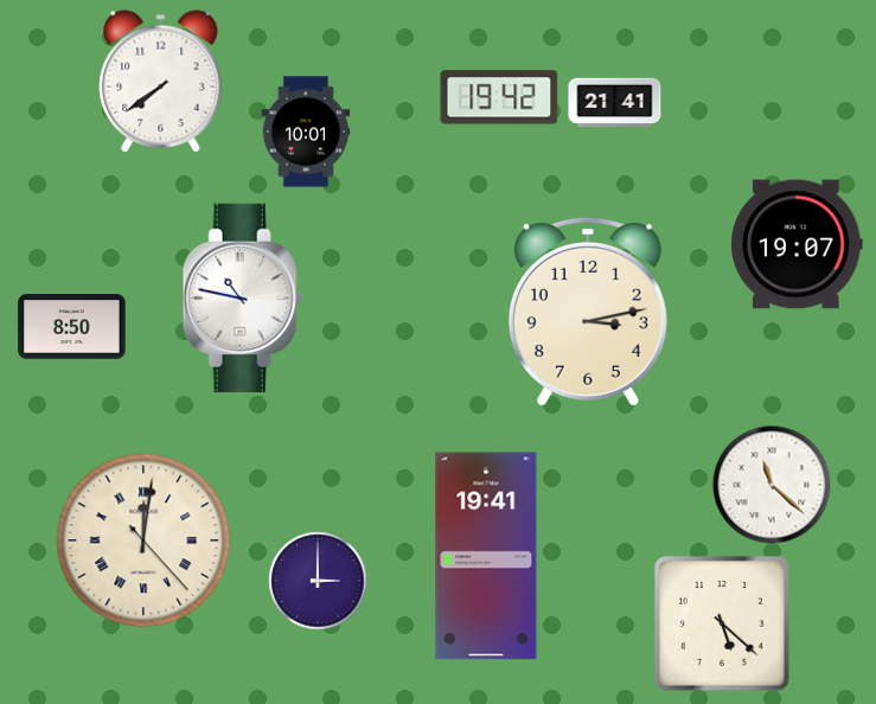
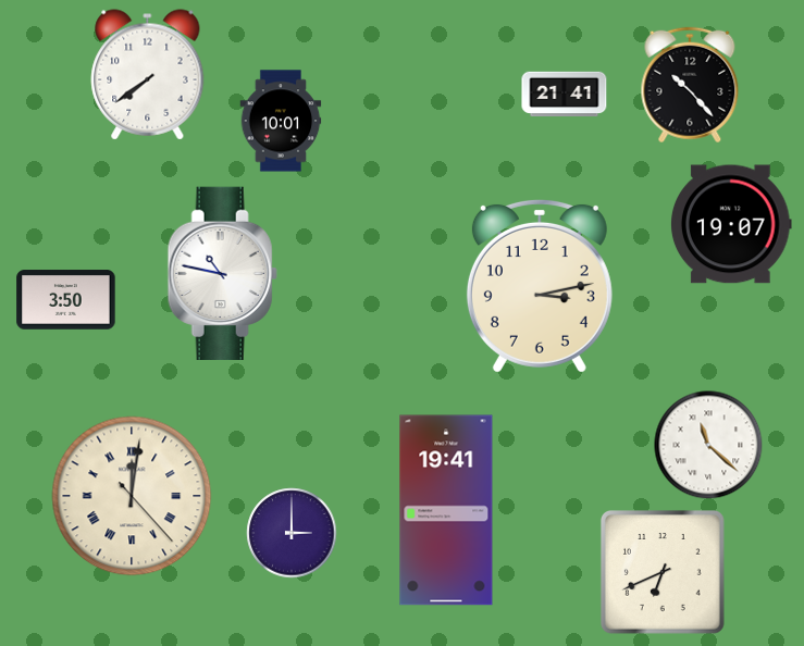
clock at (690, 85): none -> 10:23
clock at (499, 97): 19:42 -> none
clock at (72, 327): 8:50 -> 3:50
clock at (722, 623): 5:22 -> 6:41
